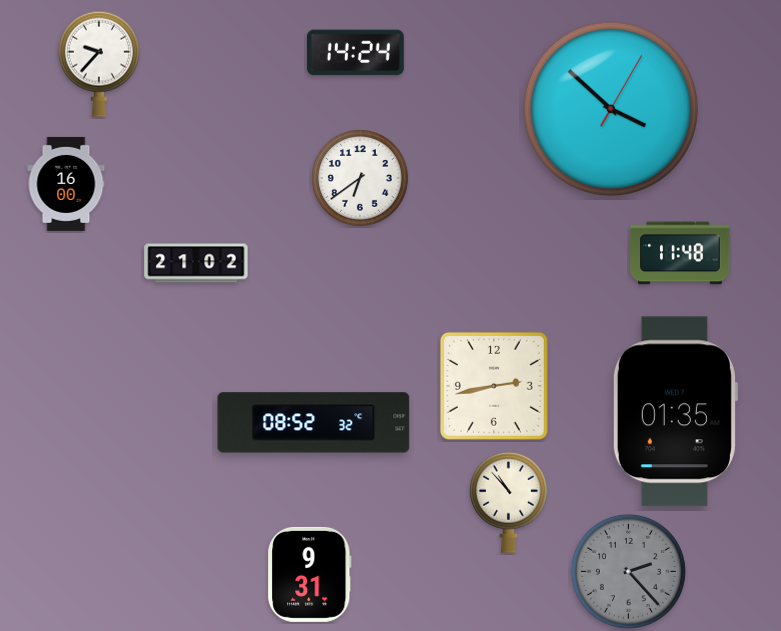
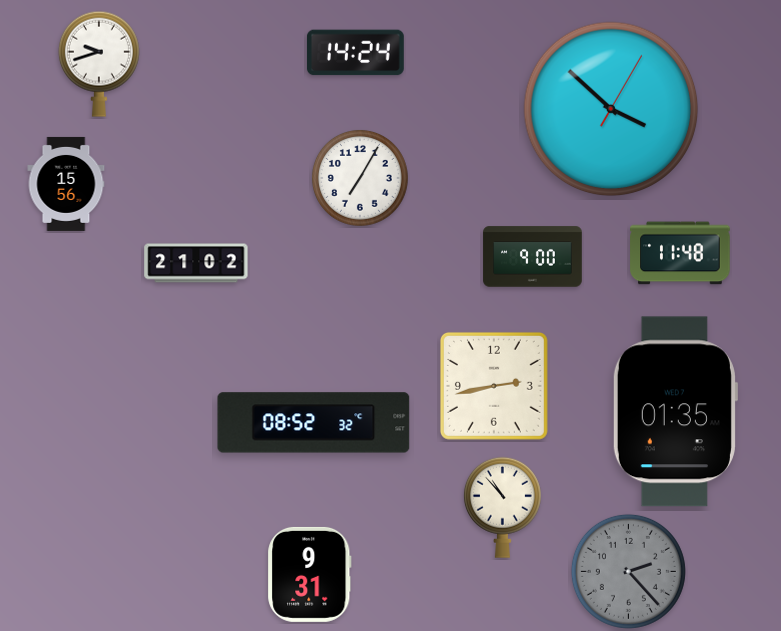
clock at (99, 64): 9:37 -> 9:42
clock at (361, 179): 6:39 -> 7:05
clock at (66, 184): 16:00 -> 15:56
clock at (533, 257): none -> 9:00
clock at (508, 502) position: (508, 502) -> (502, 507)
